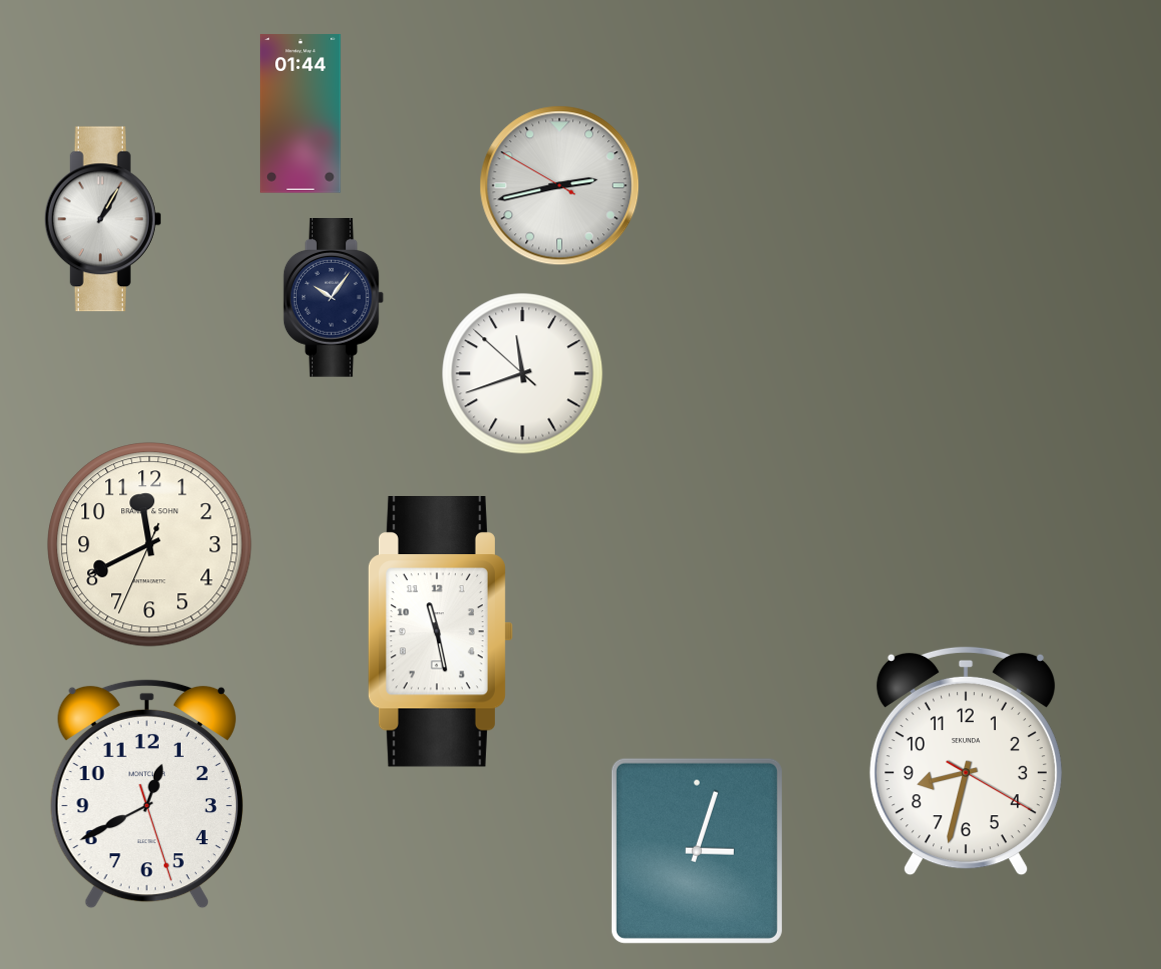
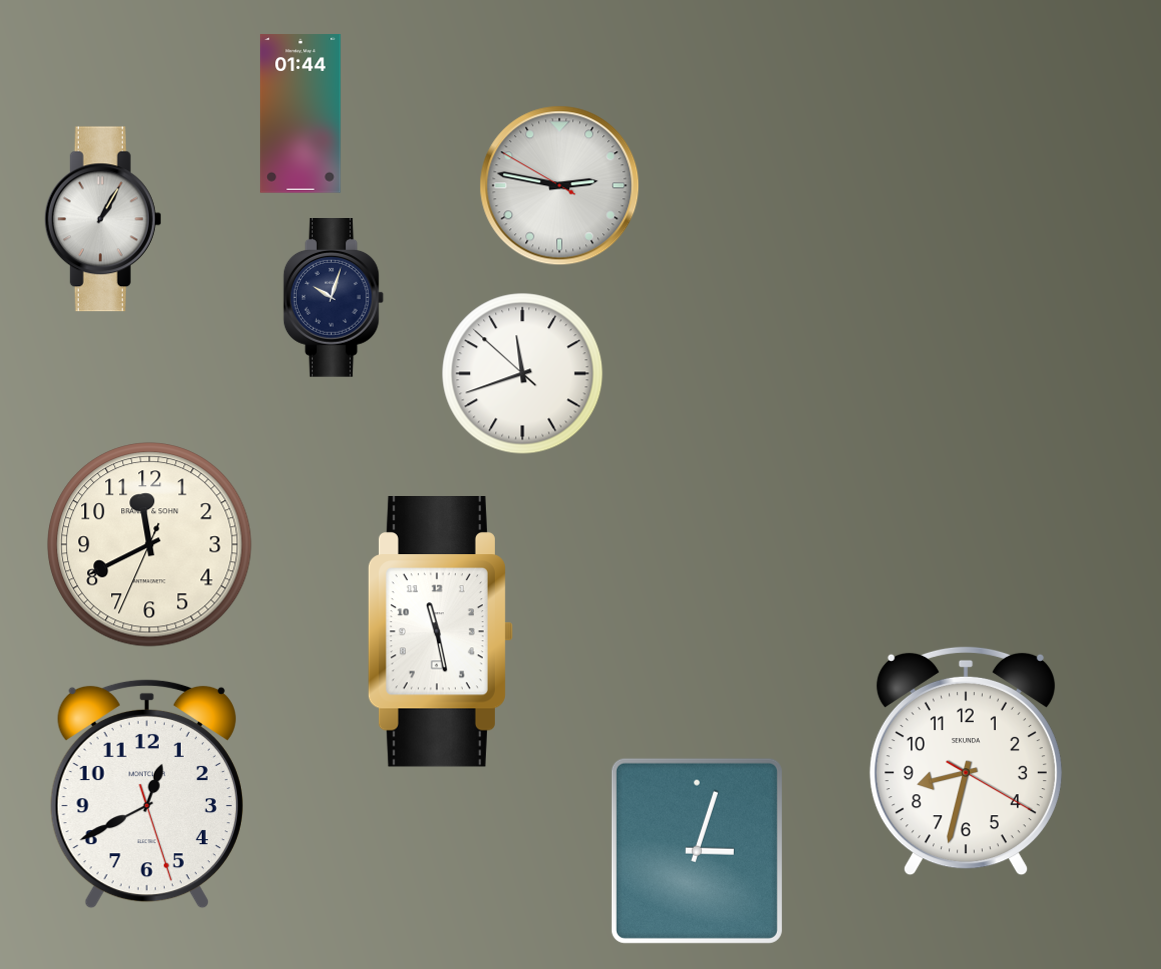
clock at (560, 186): 2:42 -> 2:46
clock at (333, 298): 10:06 -> 10:03
